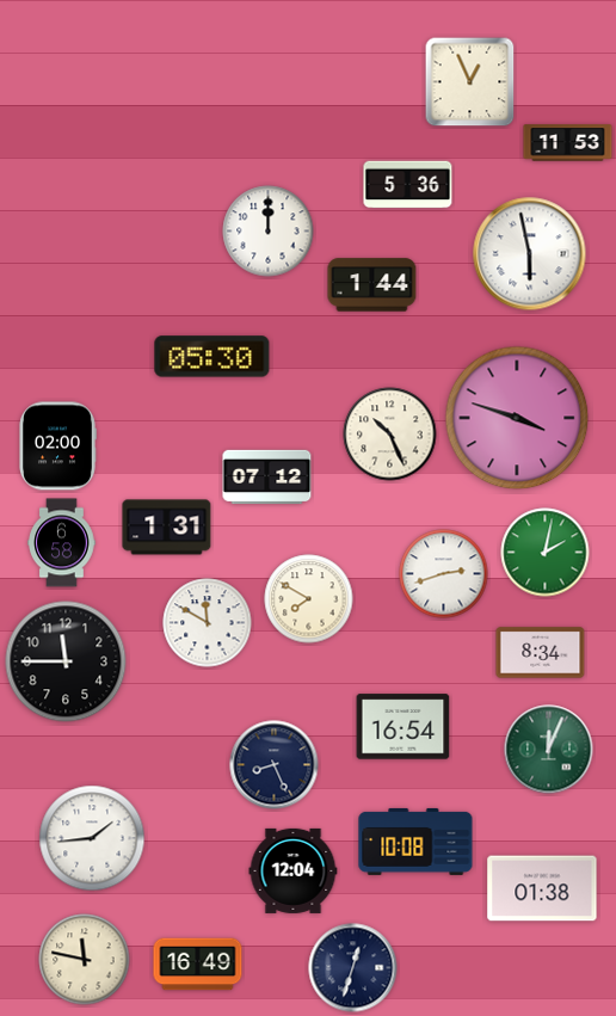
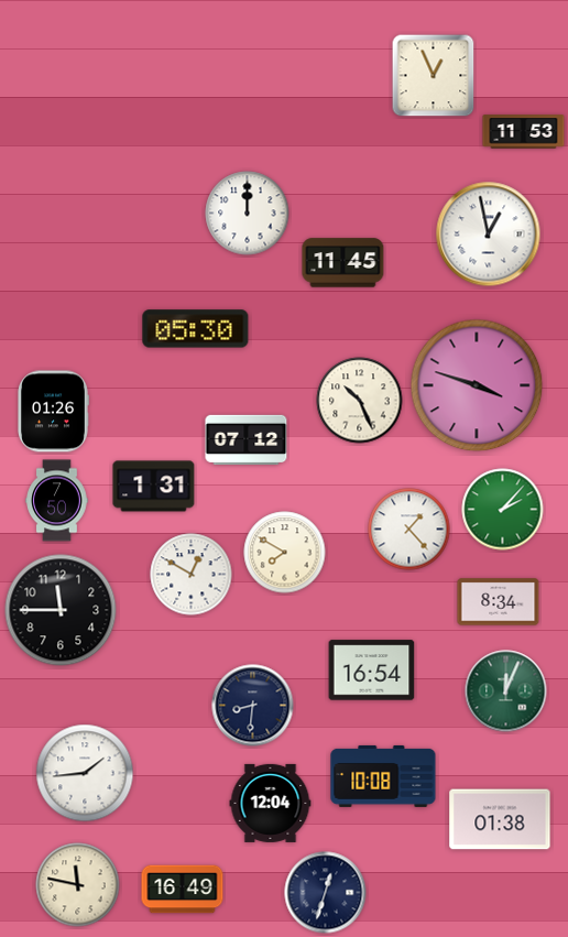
clock at (408, 185): 5:36 -> none
clock at (530, 254): 5:58 -> 12:58
clock at (372, 285): 1:44 -> 11:45
clock at (57, 447): 02:00 -> 01:26
clock at (62, 543): 6:58 -> 7:50
clock at (546, 553): 2:02 -> 2:07
clock at (444, 574): 2:42 -> 1:23
clock at (208, 623): 11:50 -> 12:50
clock at (275, 765): 8:26 -> 8:31
